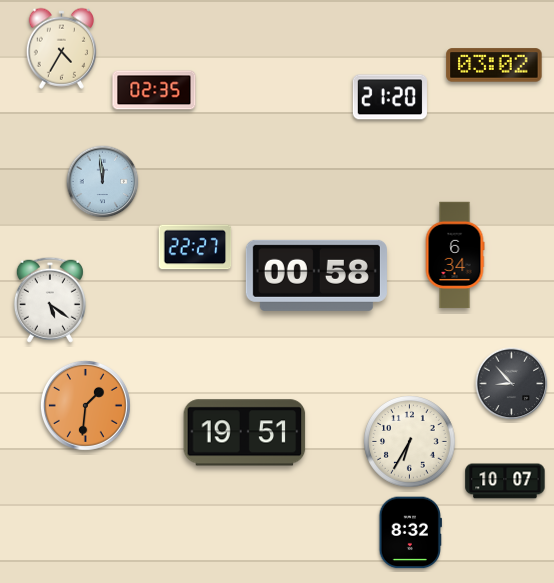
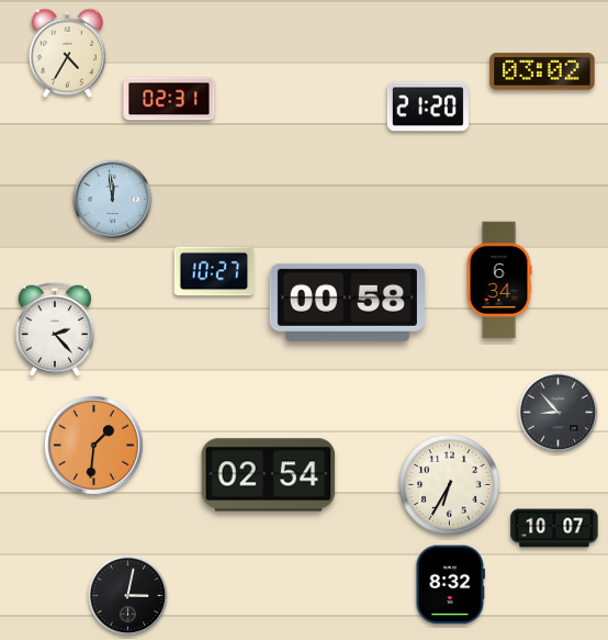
clock at (154, 90): 02:35 -> 02:31
clock at (195, 247): 22:27 -> 10:27
clock at (50, 300): 5:21 -> 2:23
clock at (512, 384) position: (512, 384) -> (559, 413)
clock at (245, 433): 19:51 -> 02:54
clock at (128, 596): none -> 3:02
